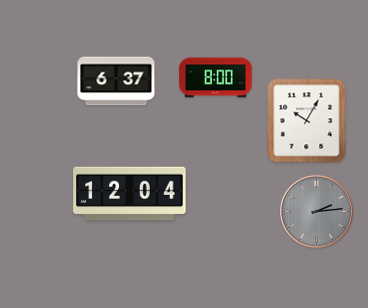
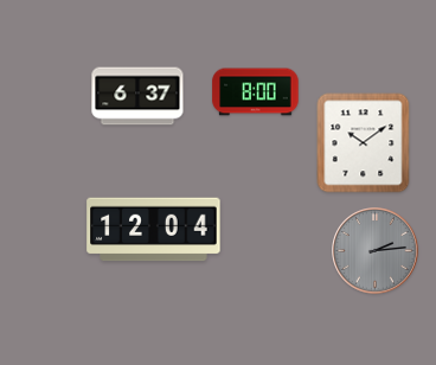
clock at (307, 121): 10:05 -> 10:09
